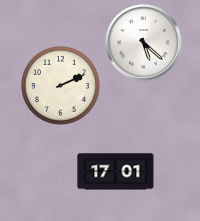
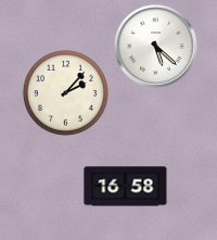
clock at (60, 85): 2:11 -> 2:07
clock at (116, 172): 17:01 -> 16:58
